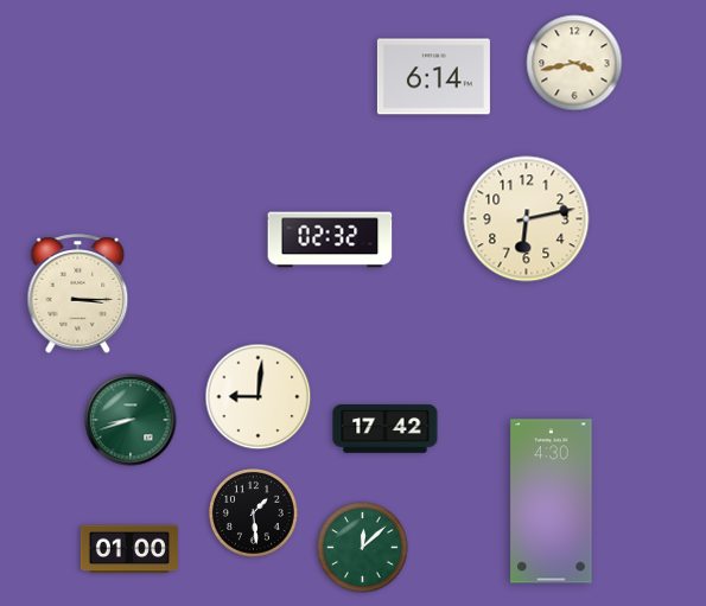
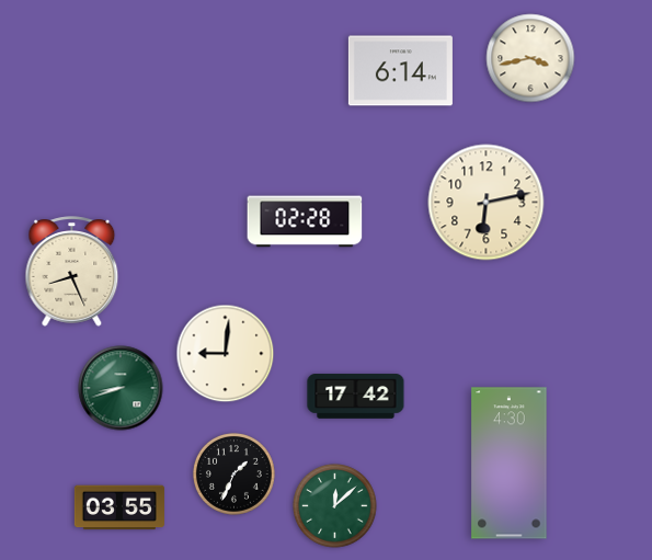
clock at (330, 240): 02:32 -> 02:28
clock at (78, 294): 3:15 -> 8:26
clock at (259, 397) position: (259, 397) -> (226, 354)
clock at (253, 512): 1:29 -> 1:34
clock at (129, 549): 01:00 -> 03:55
